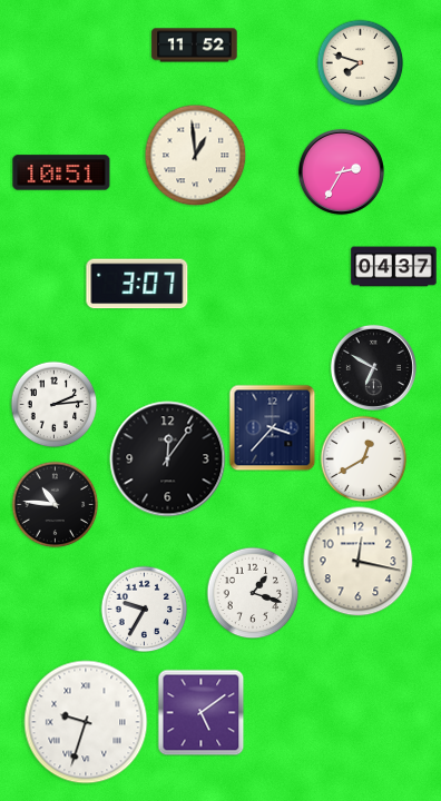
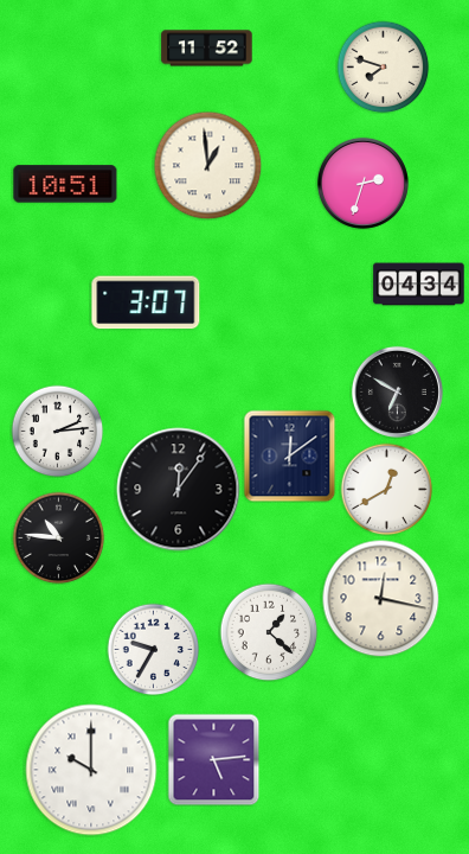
clock at (341, 171): 2:35 -> 2:33
clock at (394, 267): 04:37 -> 04:34
clock at (272, 427): 3:37 -> 12:09
clock at (253, 593): 1:18 -> 1:22
clock at (200, 712): 5:09 -> 5:14
clock at (86, 722): 9:33 -> 10:00
